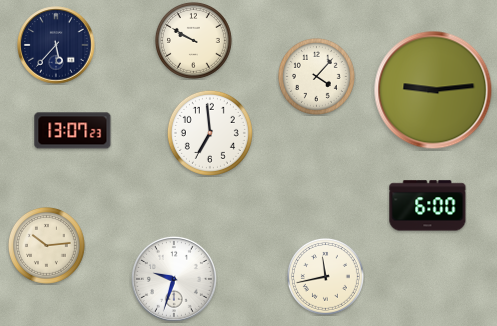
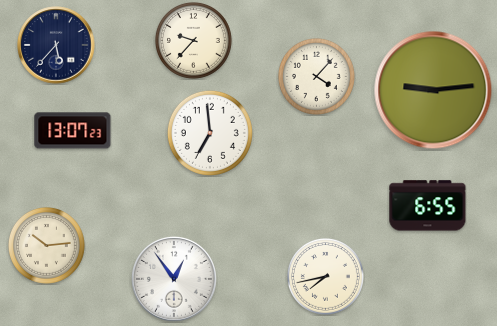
clock at (193, 40): 9:50 -> 9:37
clock at (428, 206): 6:00 -> 6:55
clock at (325, 276): 11:43 -> 7:43
clock at (174, 279): 9:33 -> 12:54
